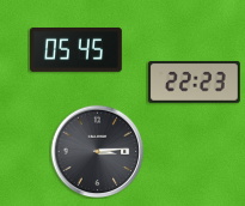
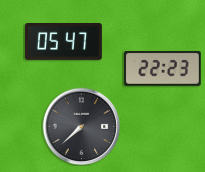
clock at (76, 50): 05:45 -> 05:47
clock at (97, 151): 3:14 -> 7:38
